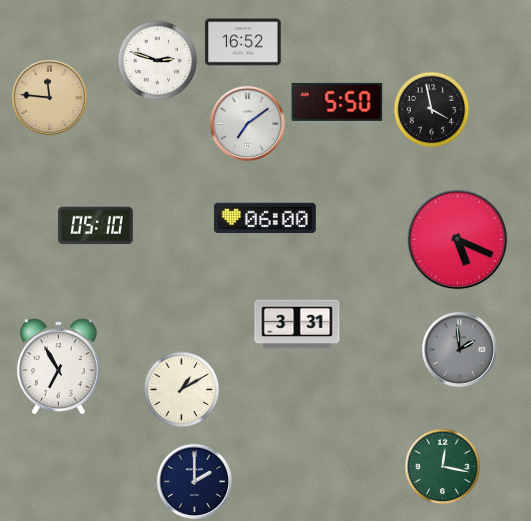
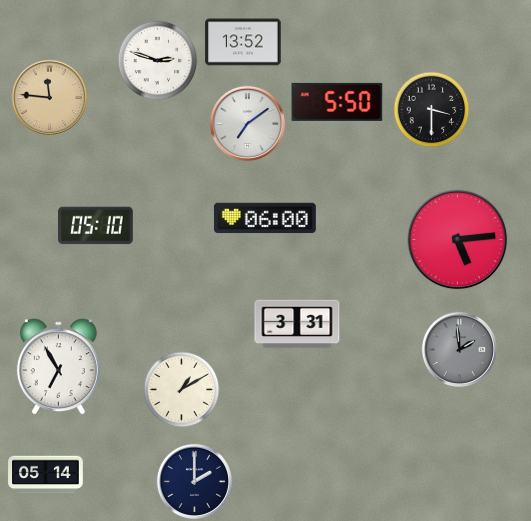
clock at (243, 42): 16:52 -> 13:52
clock at (432, 110): 3:58 -> 3:30
clock at (458, 240): 5:19 -> 5:14
clock at (443, 467): 12:17 -> none
clock at (46, 475): none -> 05:14
